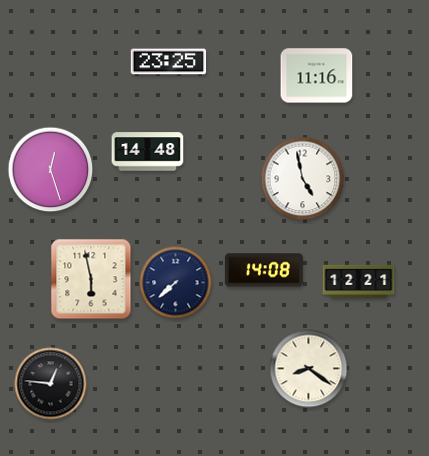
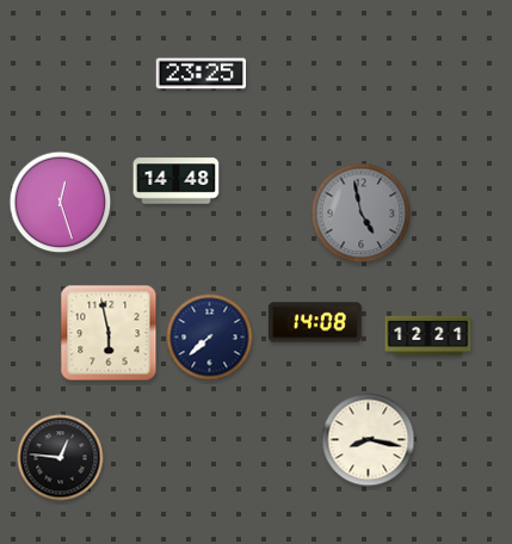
clock at (317, 76): 11:16 -> none
clock at (303, 179) dial: white -> grey
clock at (309, 369): 8:21 -> 8:17
